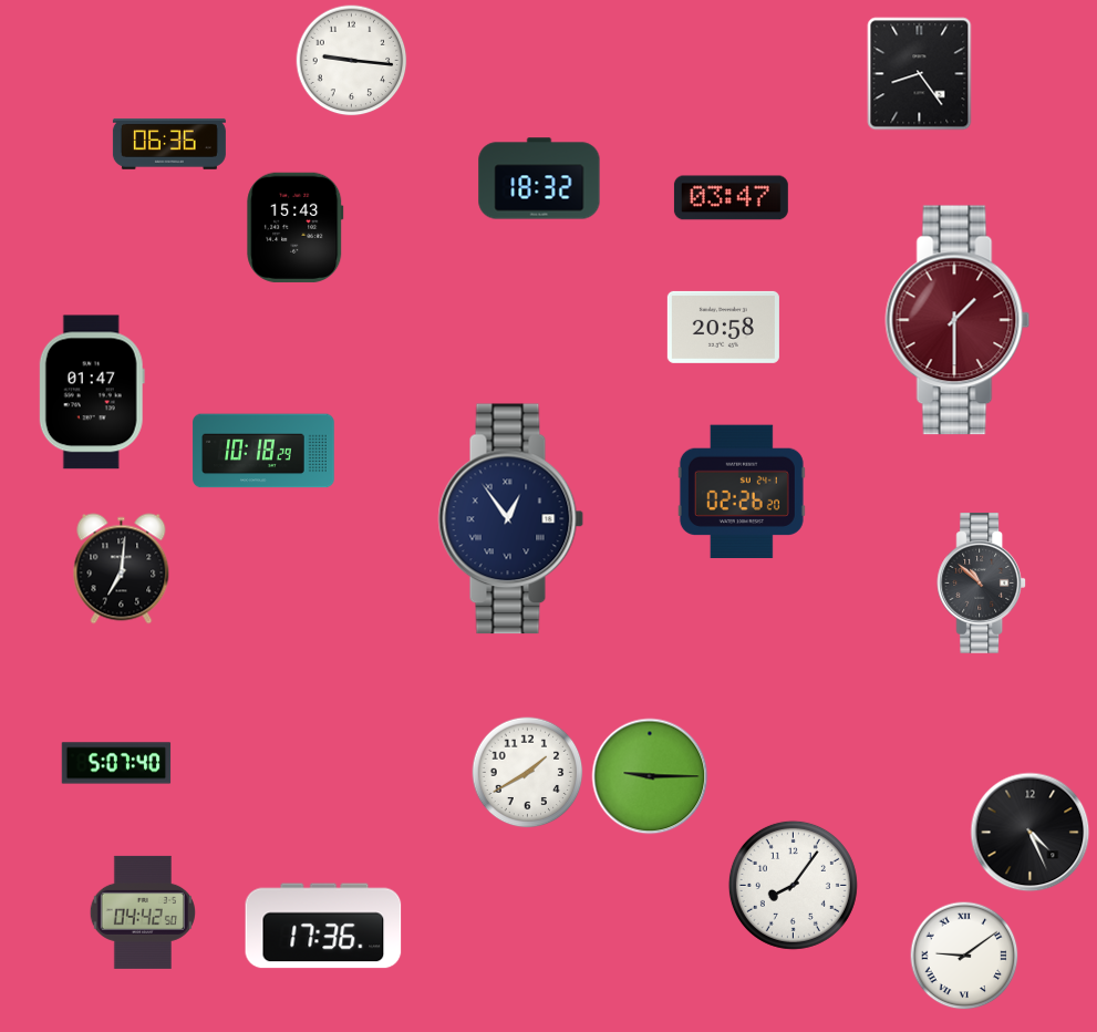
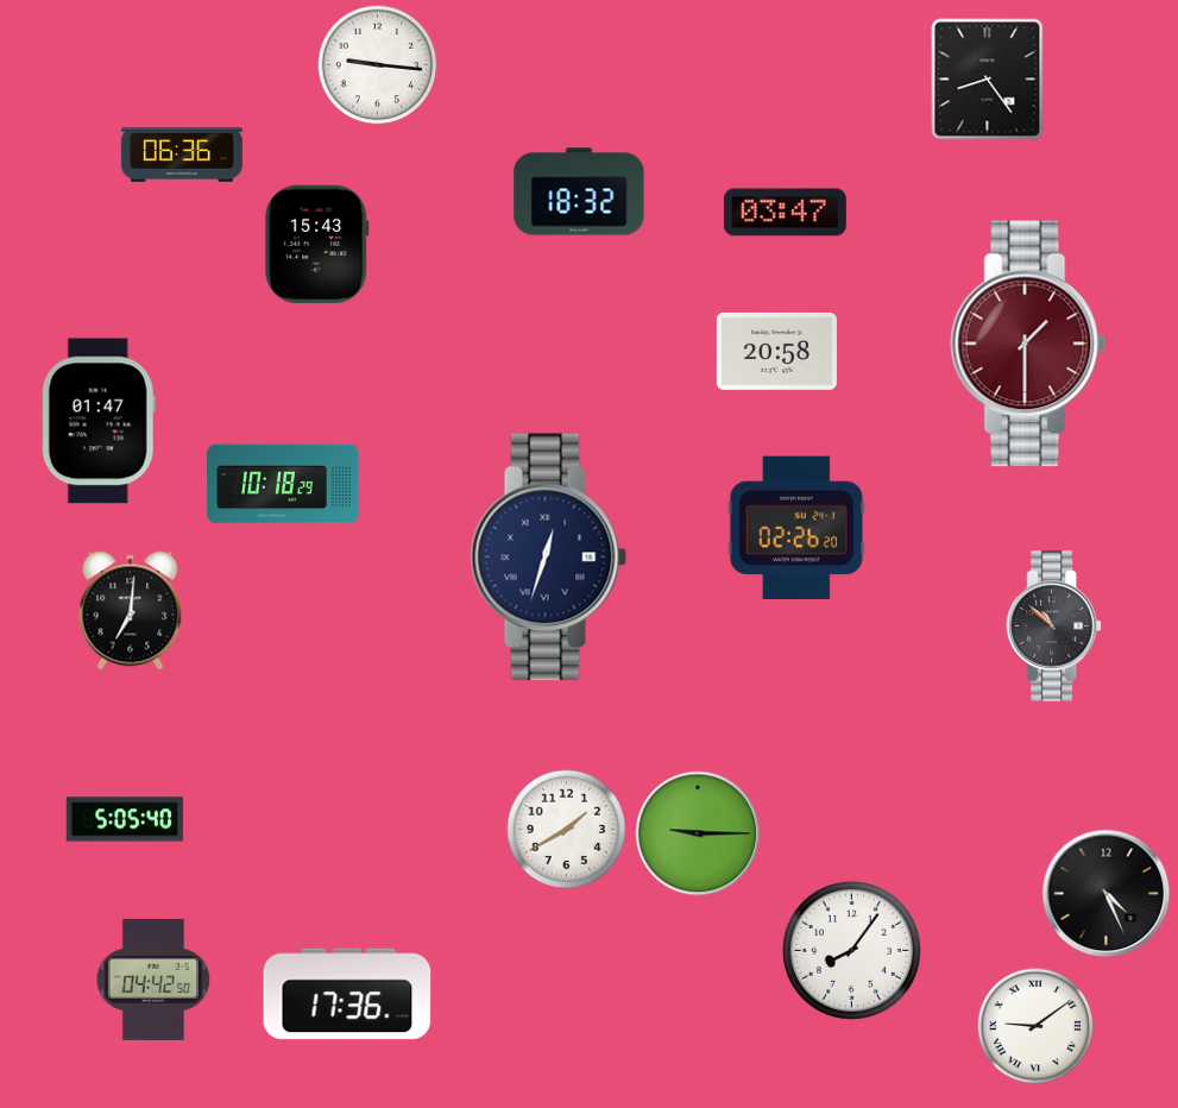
clock at (511, 519): 12:54 -> 12:33
clock at (116, 763): 5:07 -> 5:05
